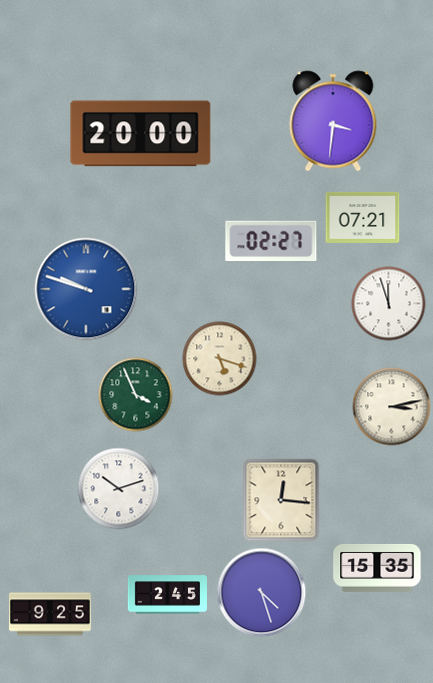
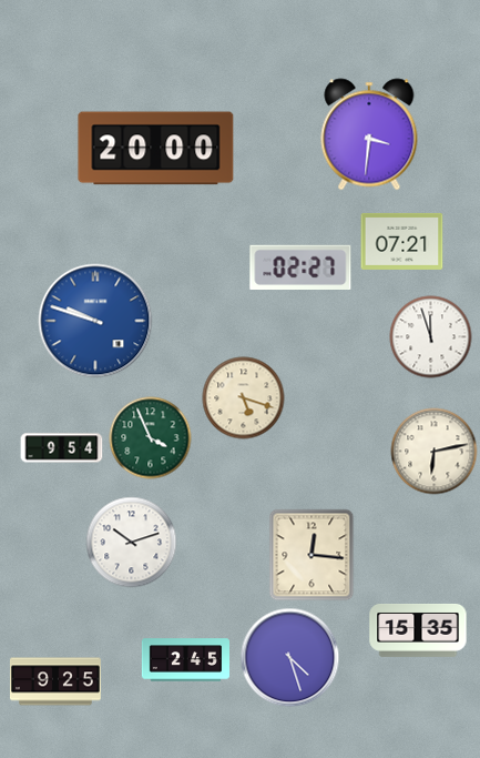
clock at (62, 448): none -> 9:54
clock at (392, 407): 3:13 -> 6:13
